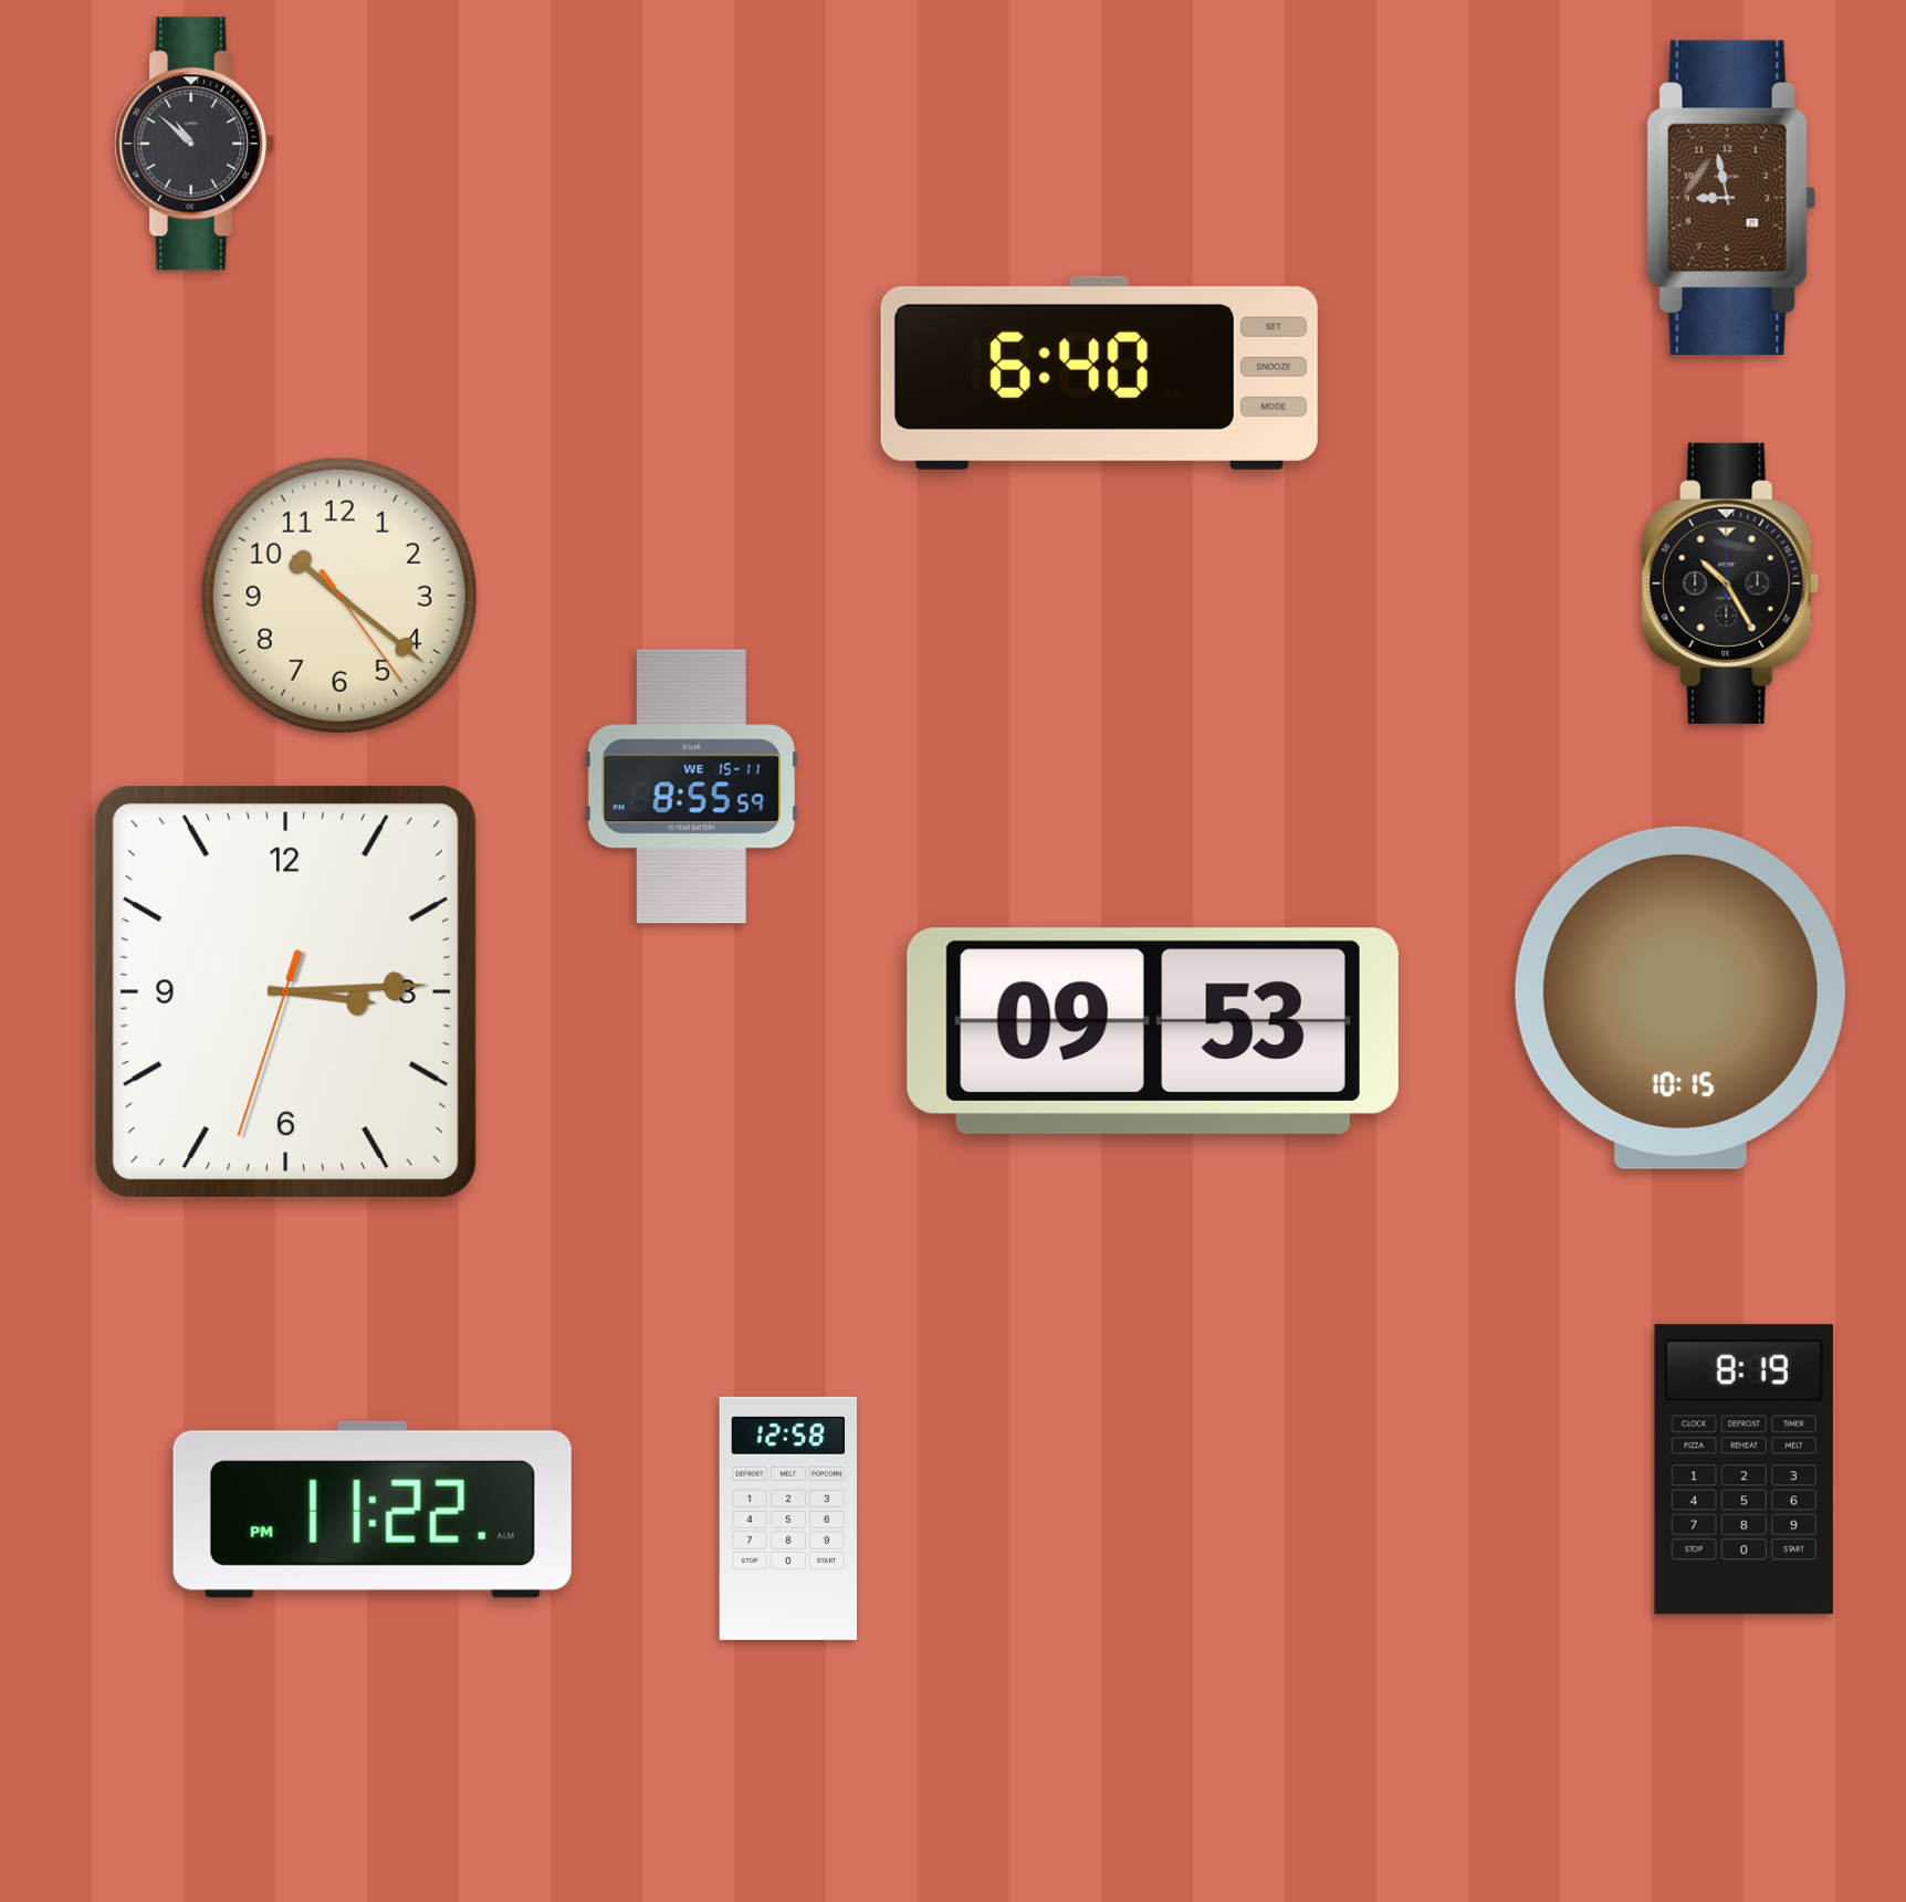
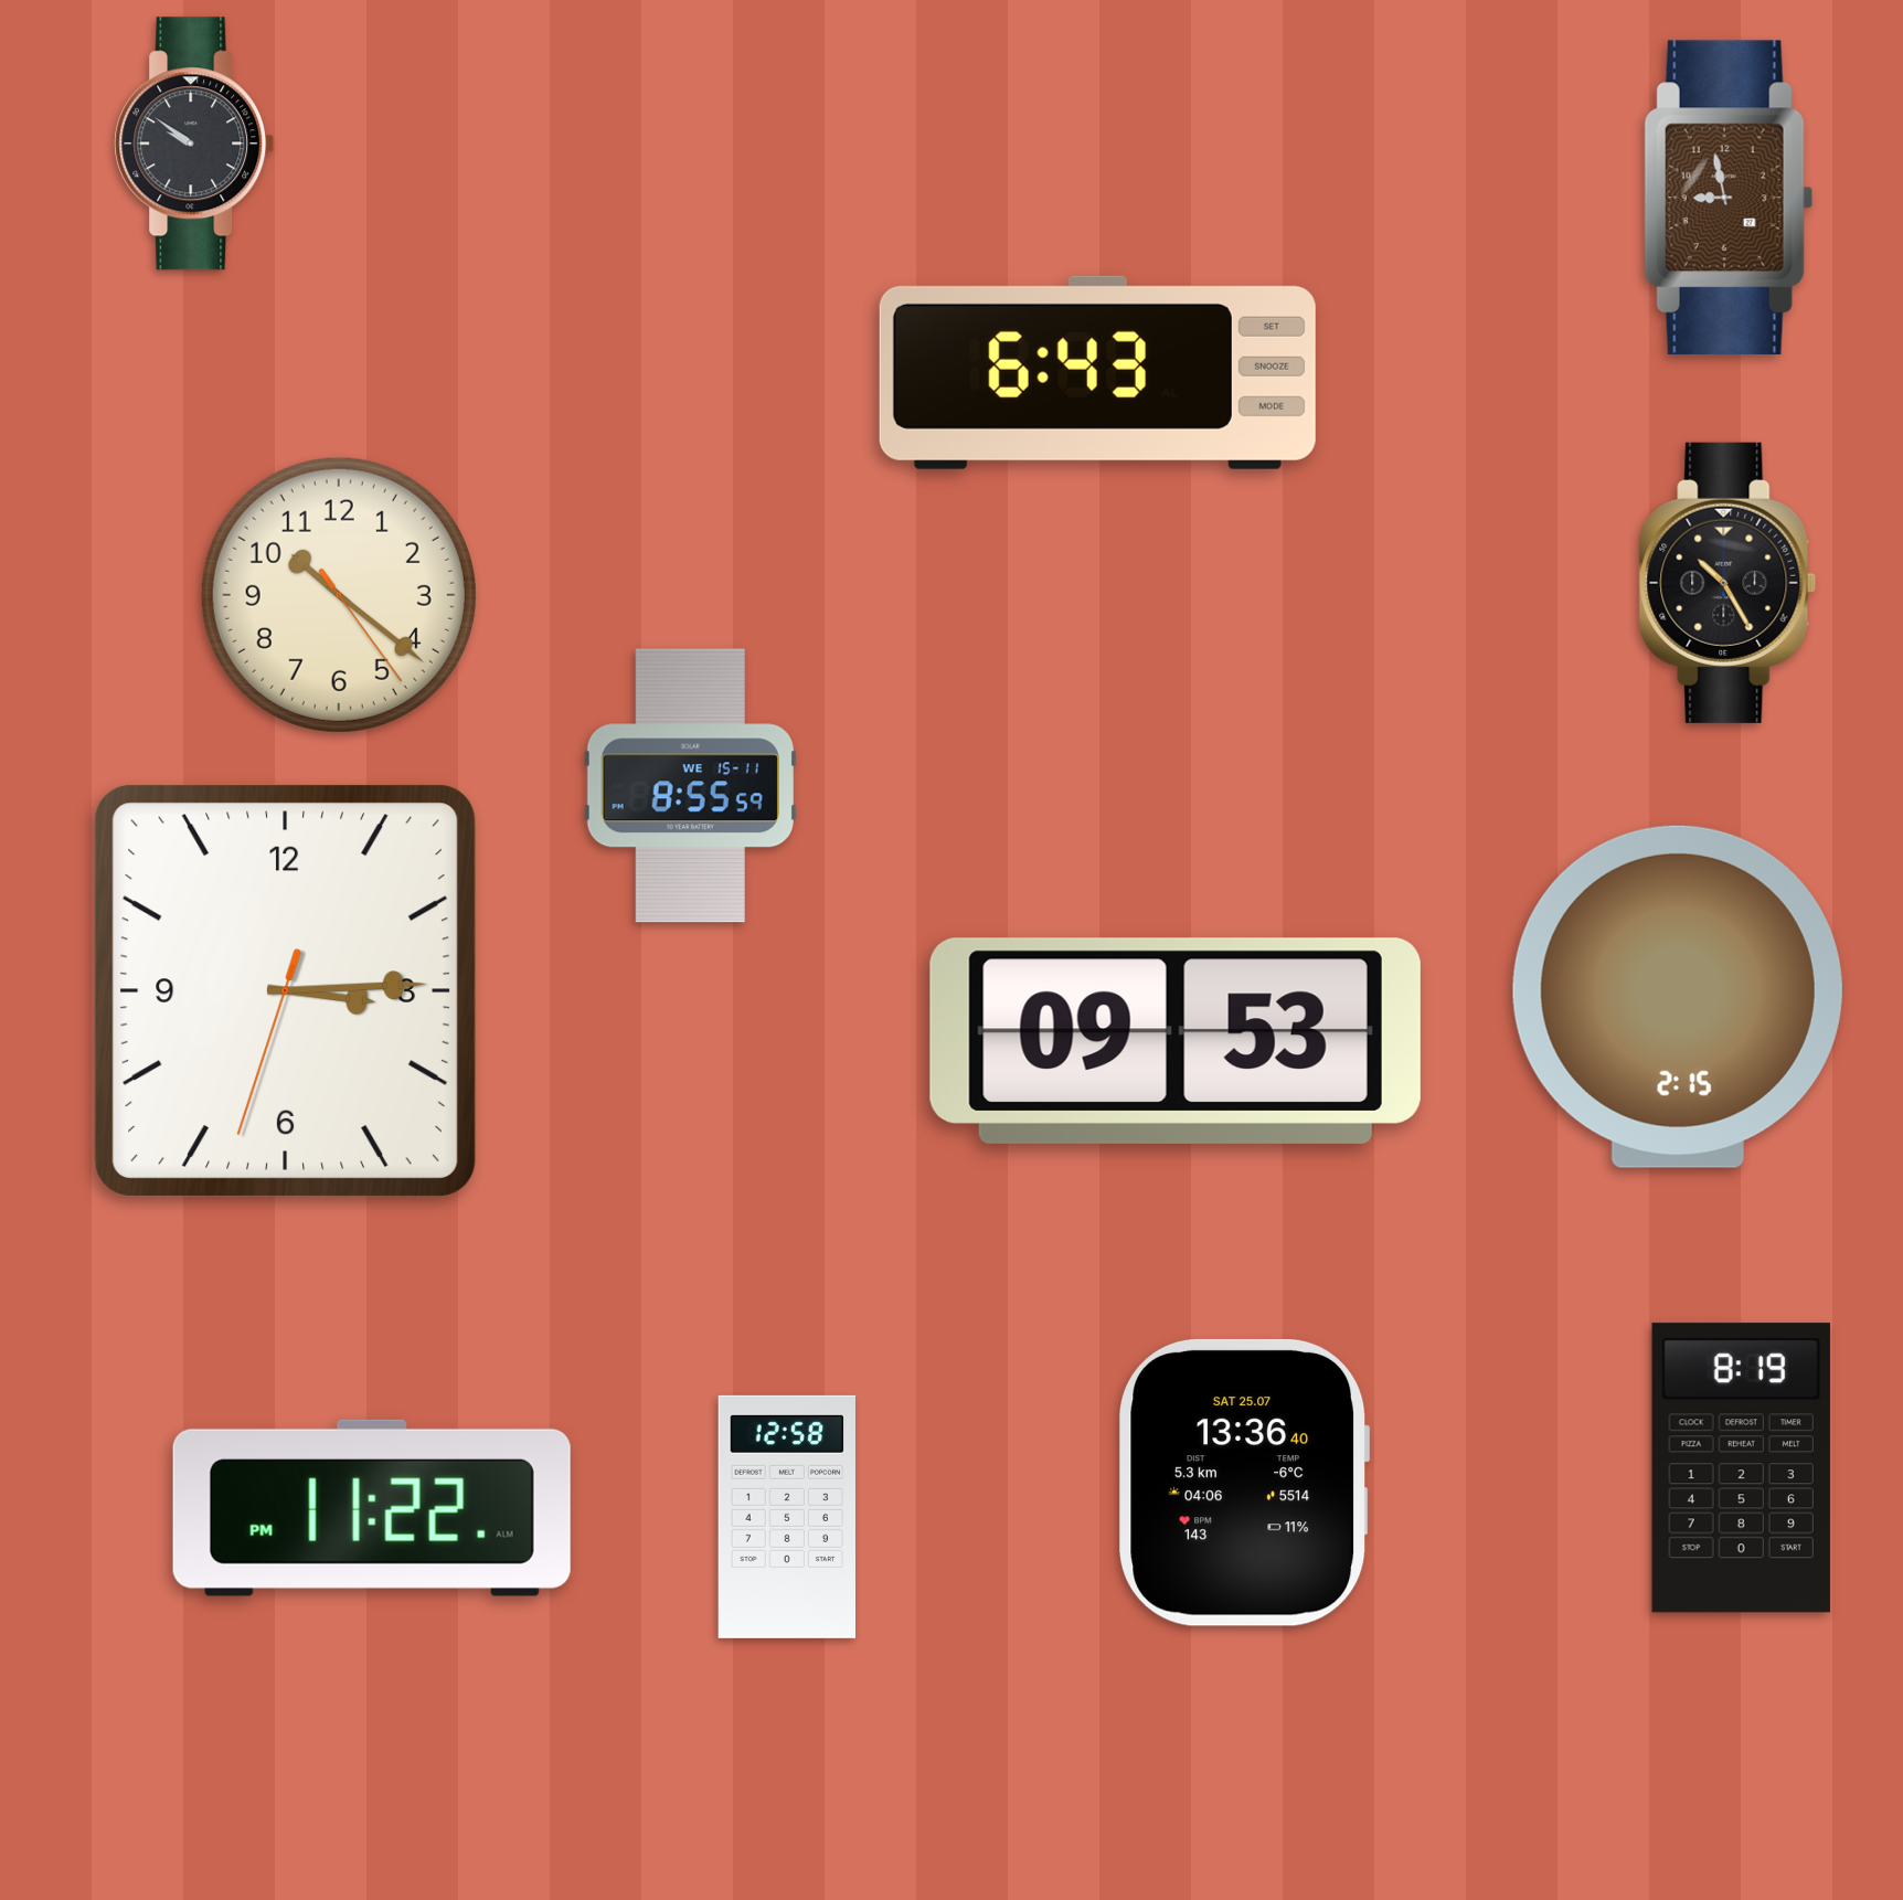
clock at (195, 144): 10:52 -> 9:51
clock at (1099, 372): 6:40 -> 6:43
clock at (1680, 998): 10:15 -> 2:15
clock at (1153, 1031) position: (1153, 1031) -> (1176, 1041)
clock at (1244, 1483): none -> 13:36
